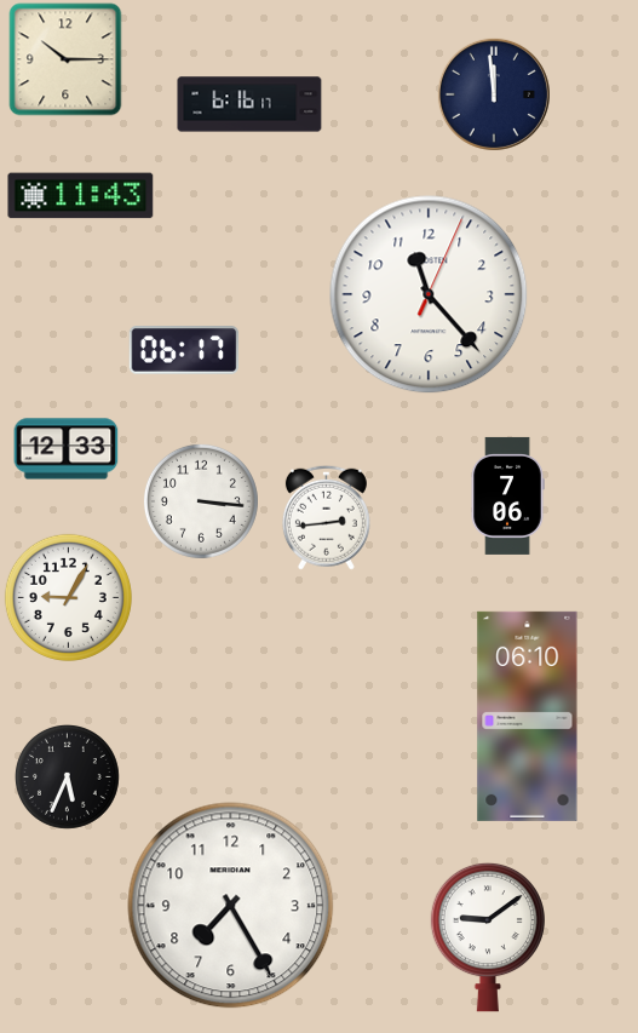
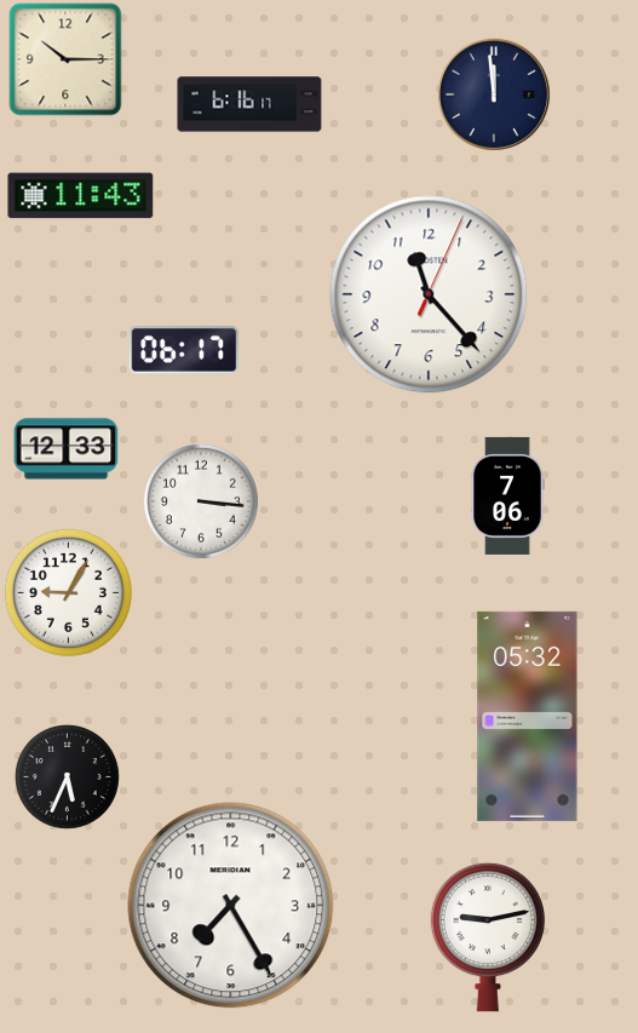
clock at (326, 517): 2:44 -> none
clock at (68, 597) position: (68, 597) -> (68, 592)
clock at (528, 716): 06:10 -> 05:32
clock at (488, 937): 9:09 -> 9:13
